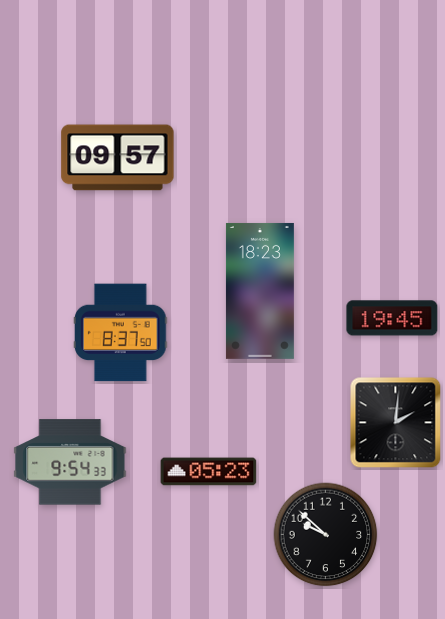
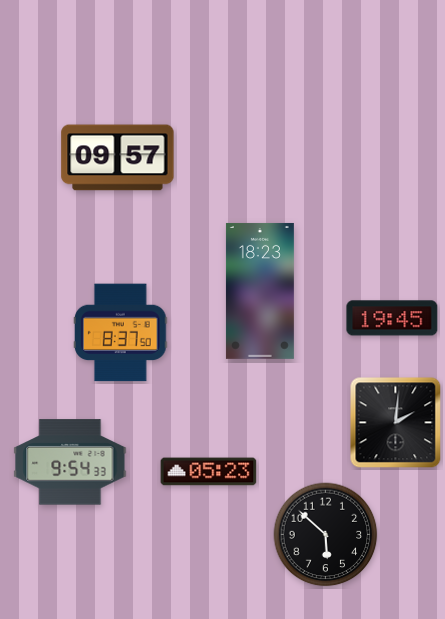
clock at (326, 535): 9:52 -> 5:52
